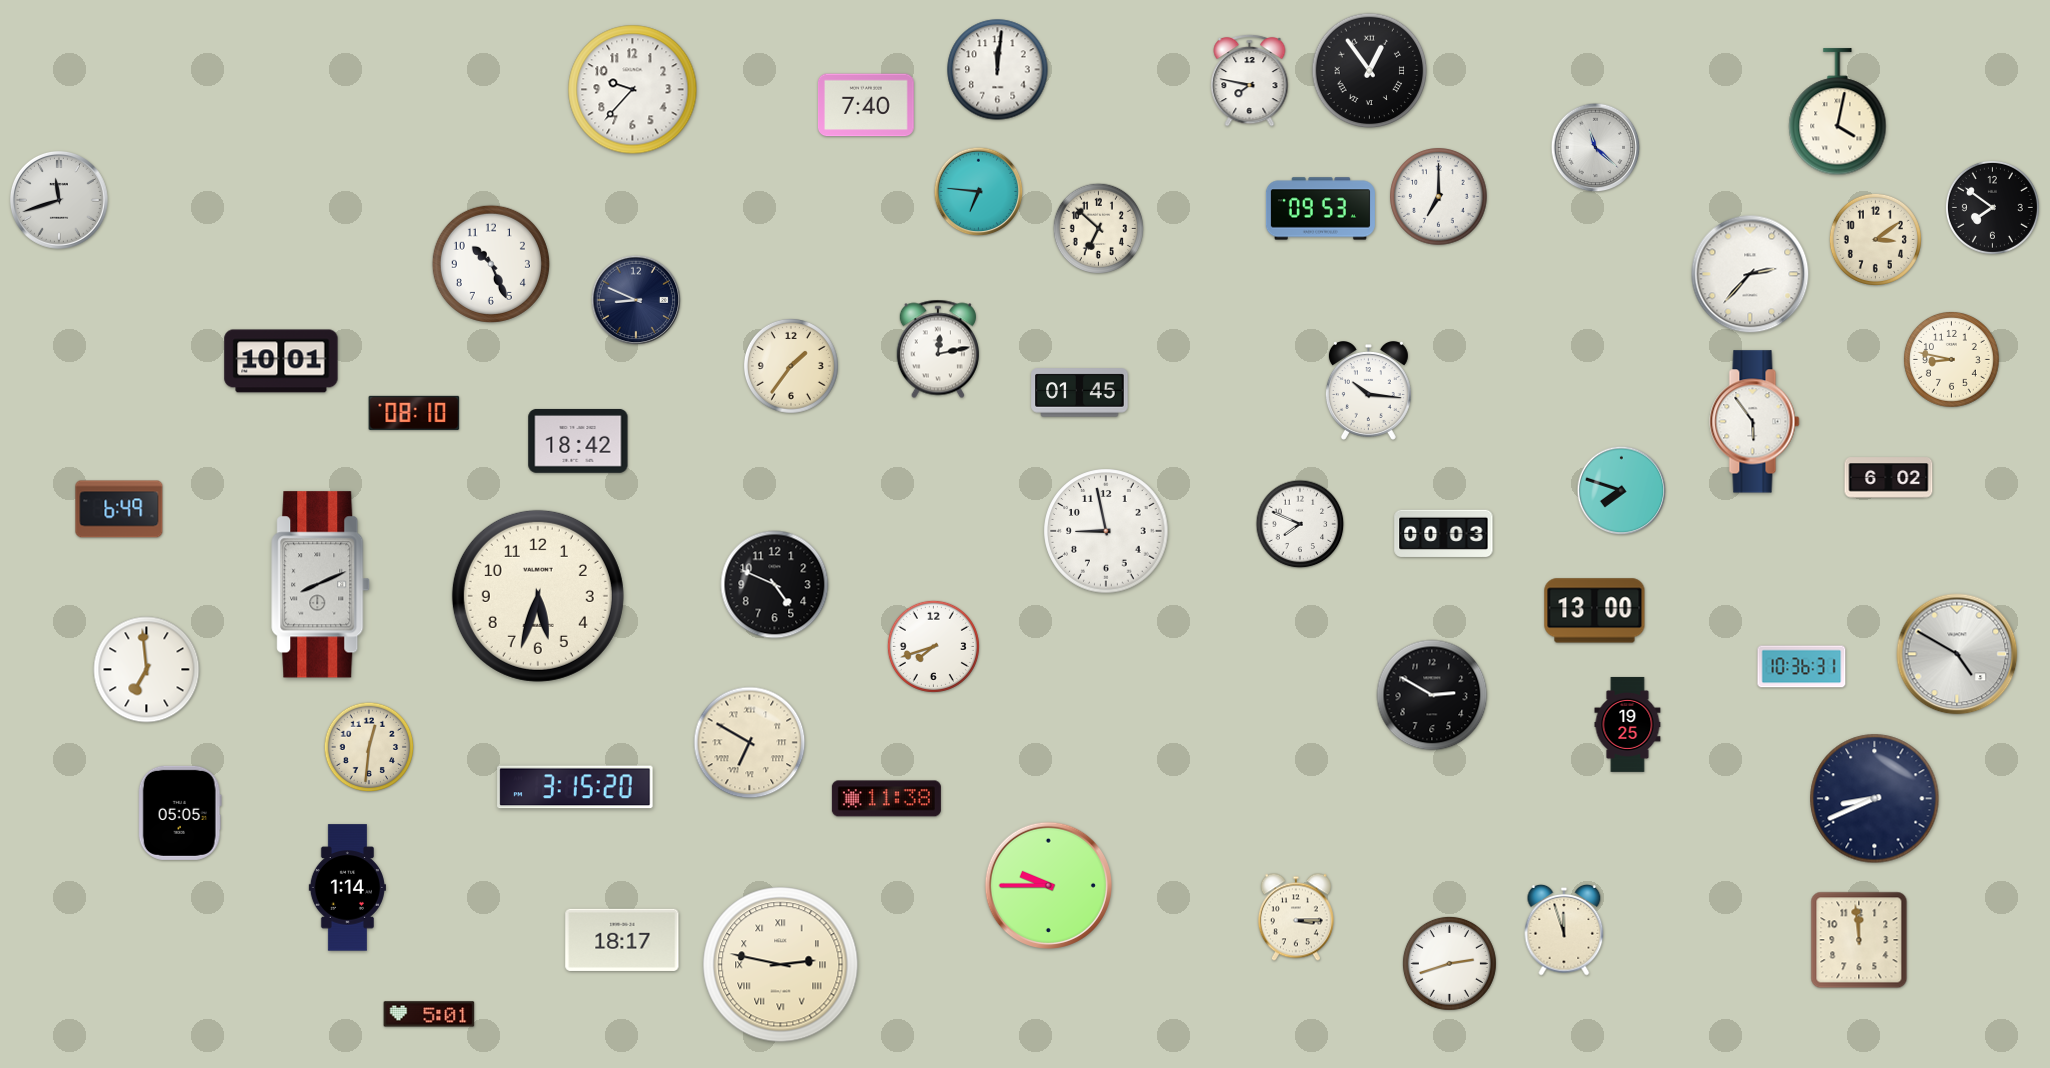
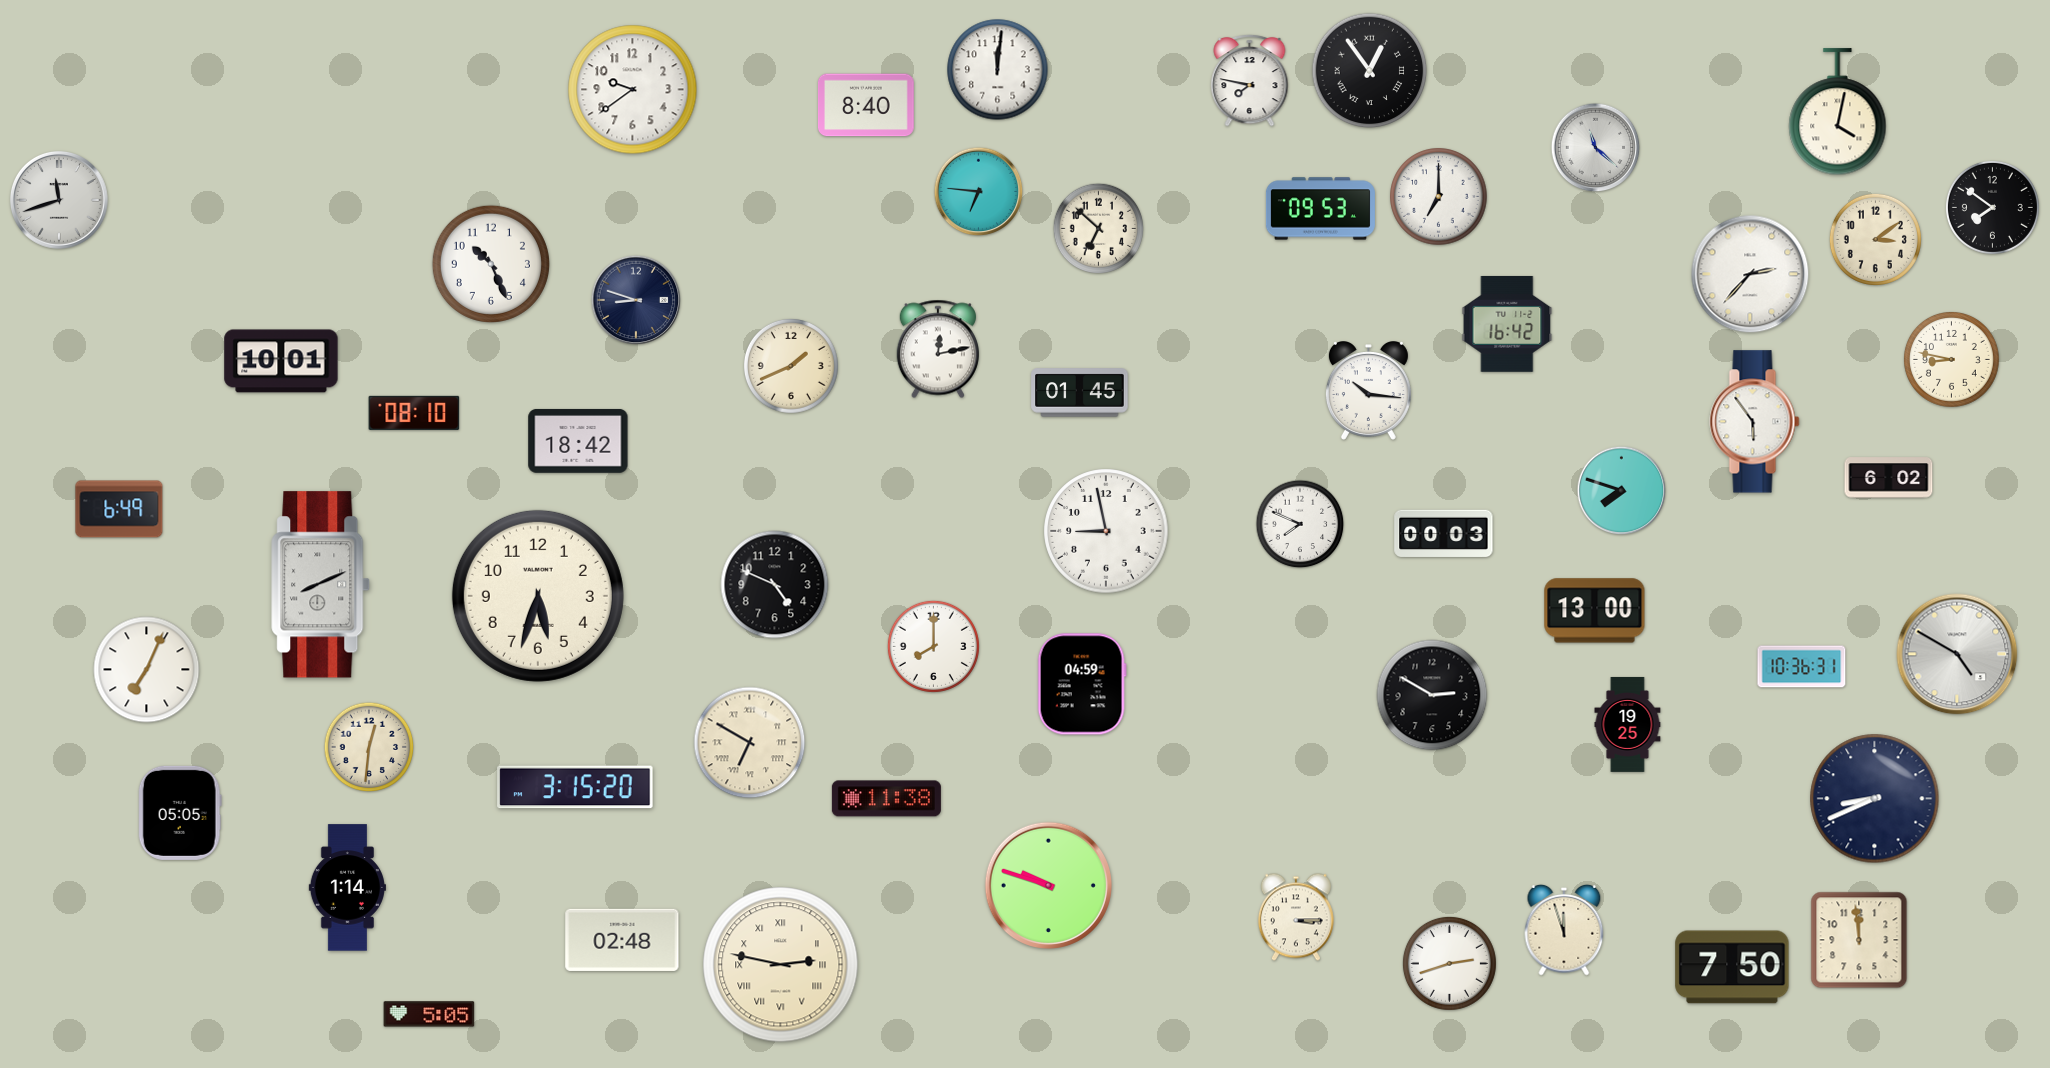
clock at (633, 90): 9:37 -> 9:39
clock at (866, 105): 7:40 -> 8:40
clock at (636, 300): 8:49 -> 8:48
clock at (1507, 324): none -> 16:42
clock at (791, 366): 1:36 -> 1:41
clock at (933, 646): 7:42 -> 8:00
clock at (147, 670): 6:59 -> 7:04
clock at (1082, 684): none -> 04:59
clock at (1048, 885): 9:45 -> 9:48
clock at (622, 940): 18:17 -> 02:48
clock at (1732, 967): none -> 7:50
clock at (429, 1014): 5:01 -> 5:05
